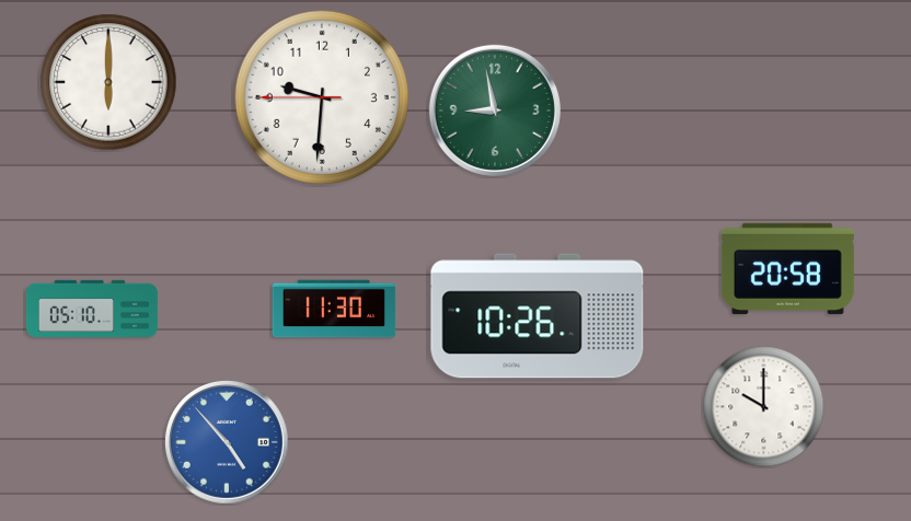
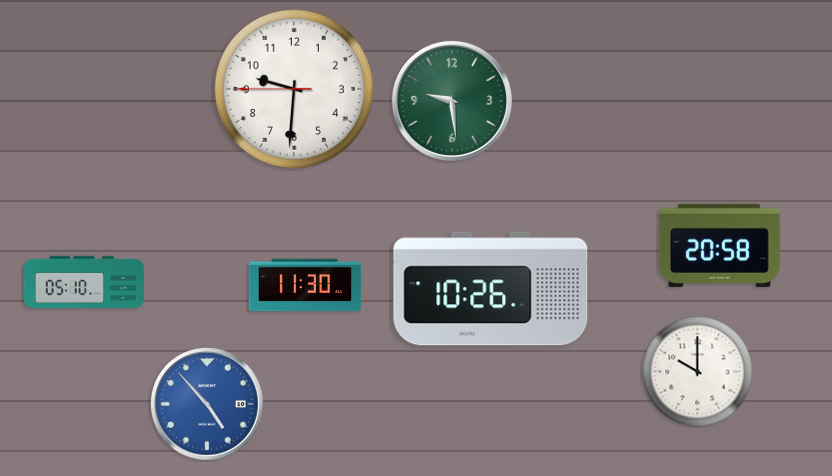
clock at (108, 82): 6:00 -> none
clock at (495, 111): 8:58 -> 9:29
clock at (334, 309) position: (334, 309) -> (305, 285)
